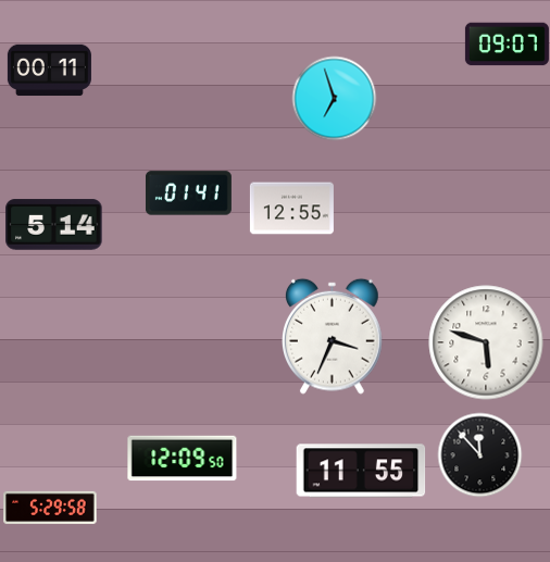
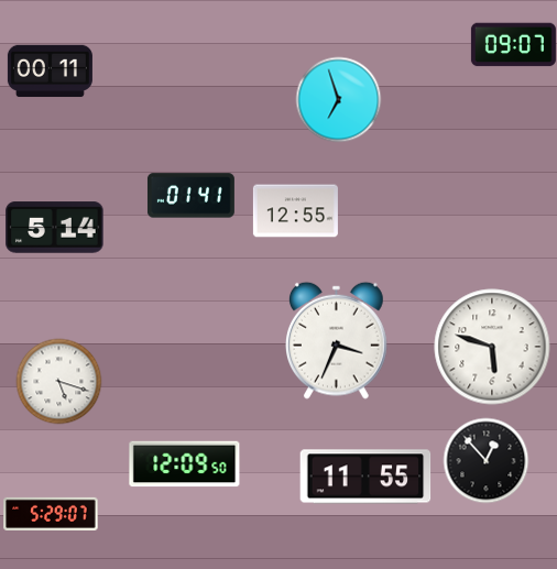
clock at (58, 381): none -> 5:18
clock at (479, 454): 11:53 -> 12:53
clock at (50, 508): 5:29:58 -> 5:29:07
